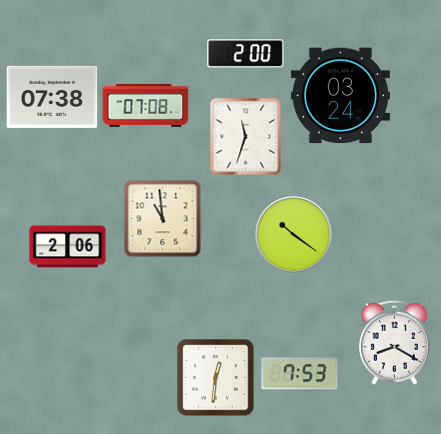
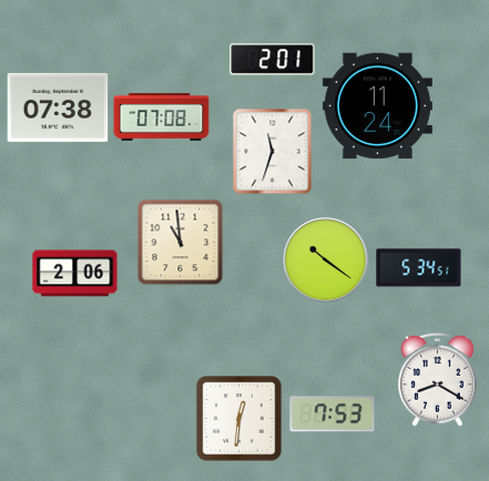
clock at (246, 54): 2:00 -> 2:01
clock at (340, 96): 03:24 -> 11:24
clock at (419, 268): none -> 5:34
